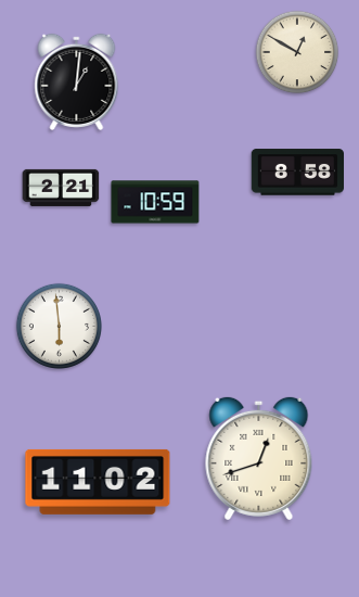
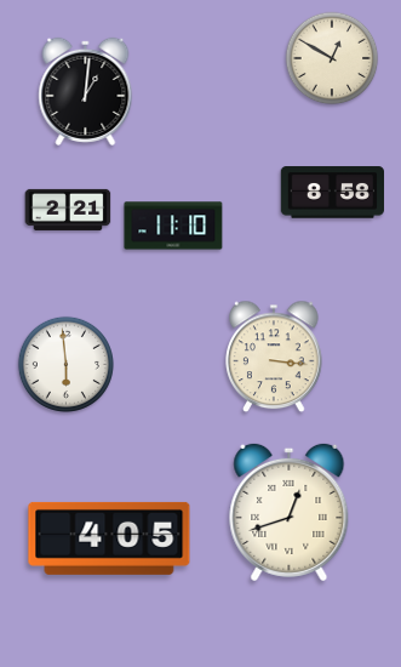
clock at (155, 202): 10:59 -> 11:10
clock at (274, 357): none -> 3:16
clock at (98, 482): 11:02 -> 4:05
